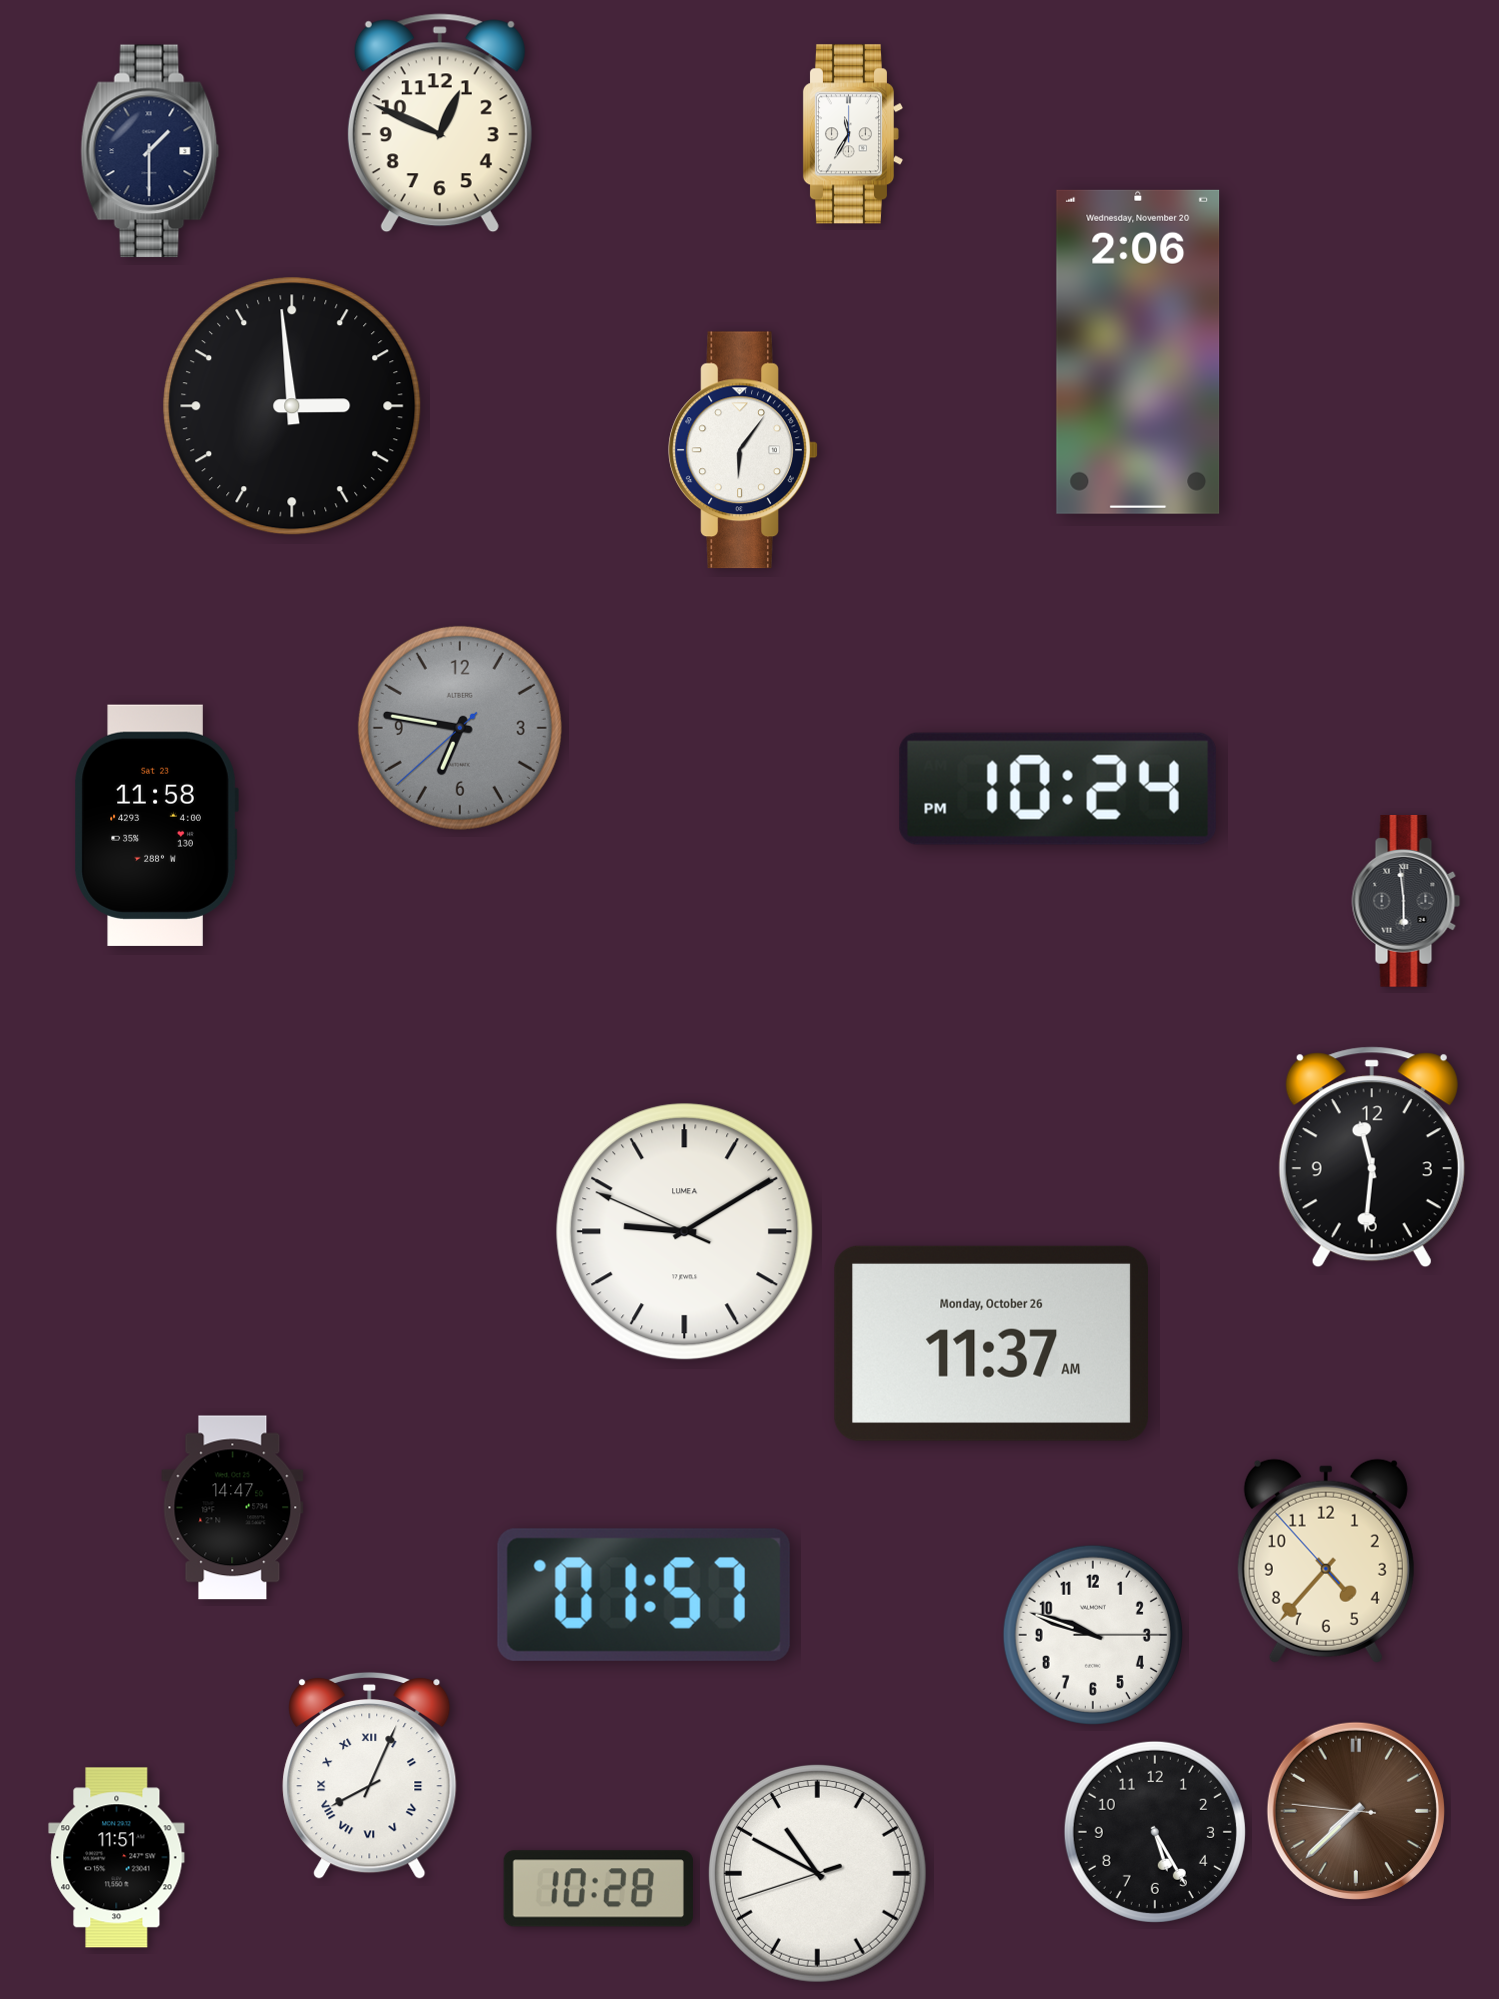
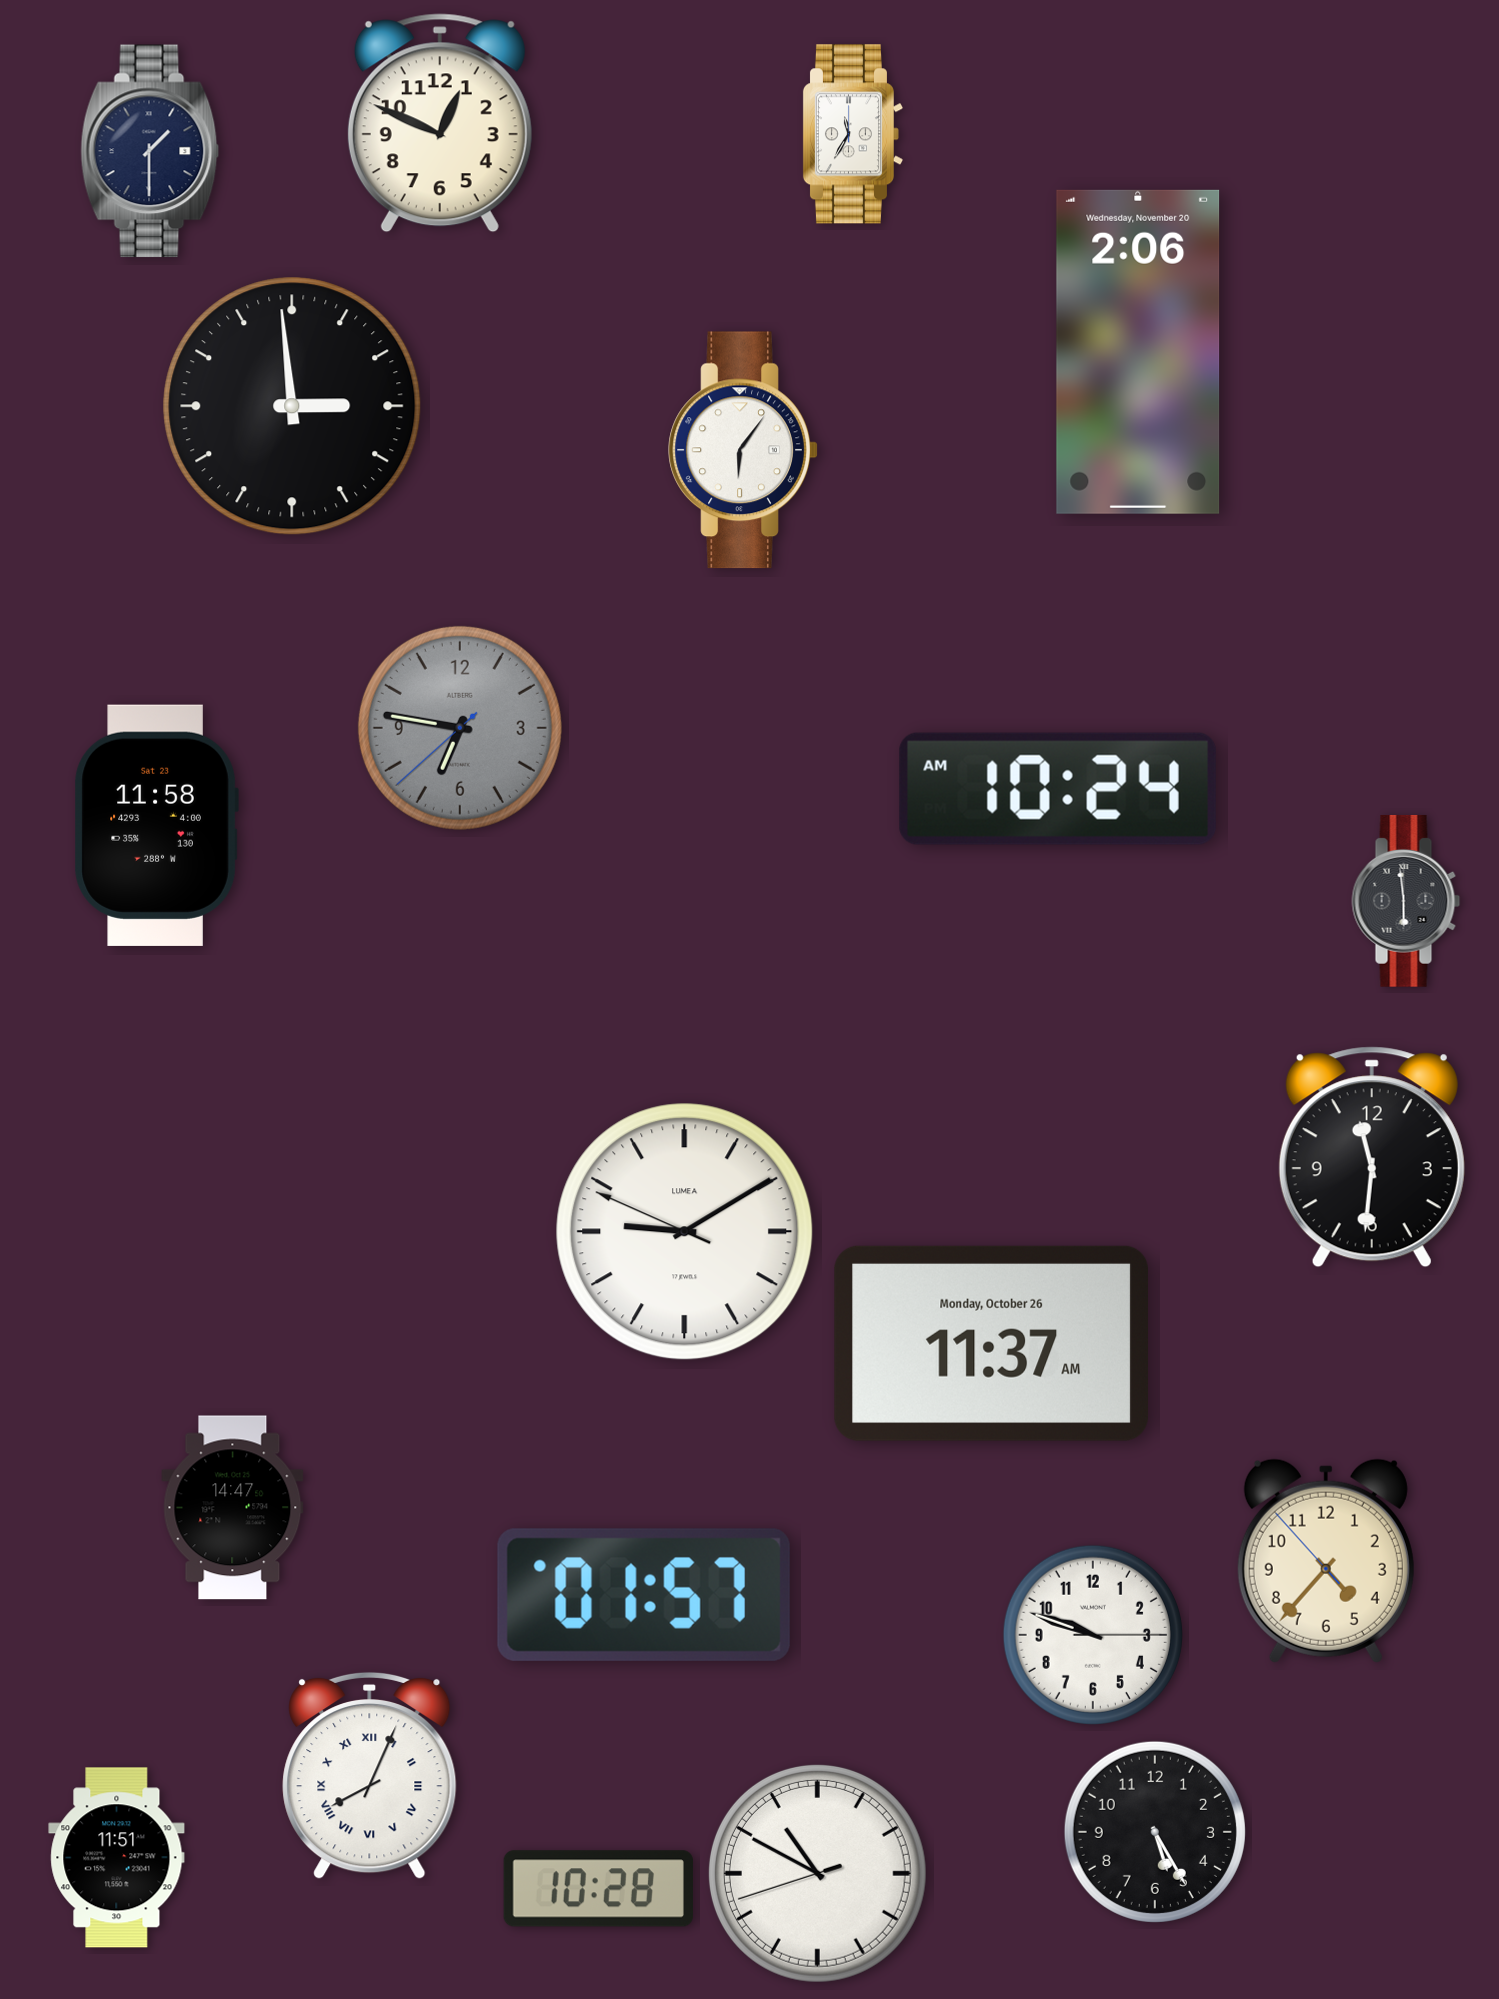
clock at (1058, 789): 10:24 PM -> 10:24 AM
clock at (1356, 1811): 7:37 -> none
